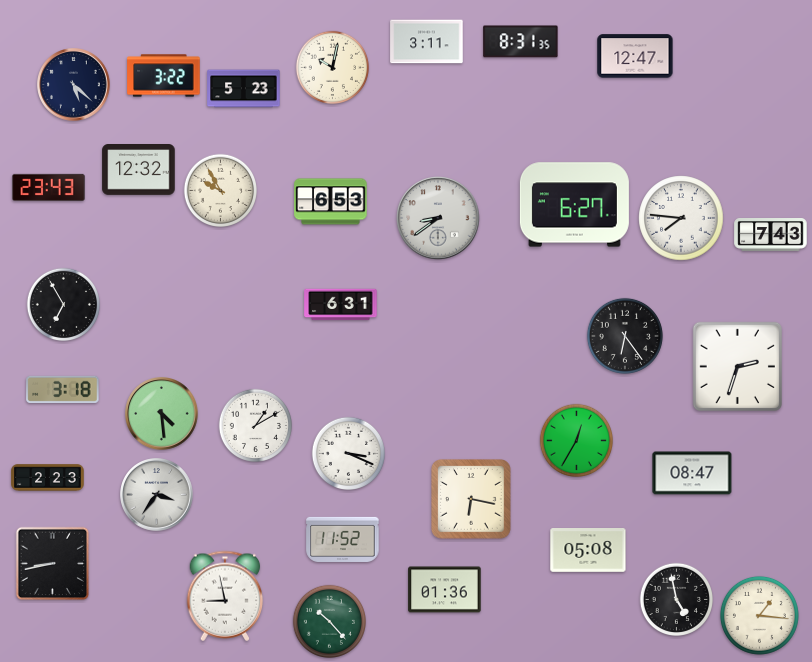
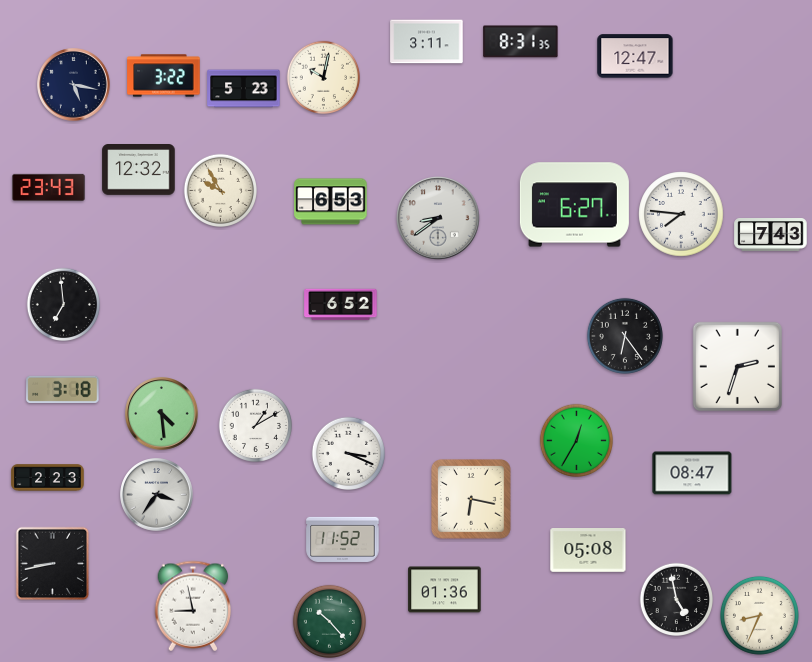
clock at (332, 67) position: (332, 67) -> (323, 77)
clock at (74, 85): 5:22 -> 5:17
clock at (681, 218) position: (681, 218) -> (681, 214)
clock at (63, 304): 6:55 -> 6:59
clock at (341, 305): 6:31 -> 6:52
clock at (225, 596) position: (225, 596) -> (193, 606)
clock at (759, 615): 1:16 -> 8:34
